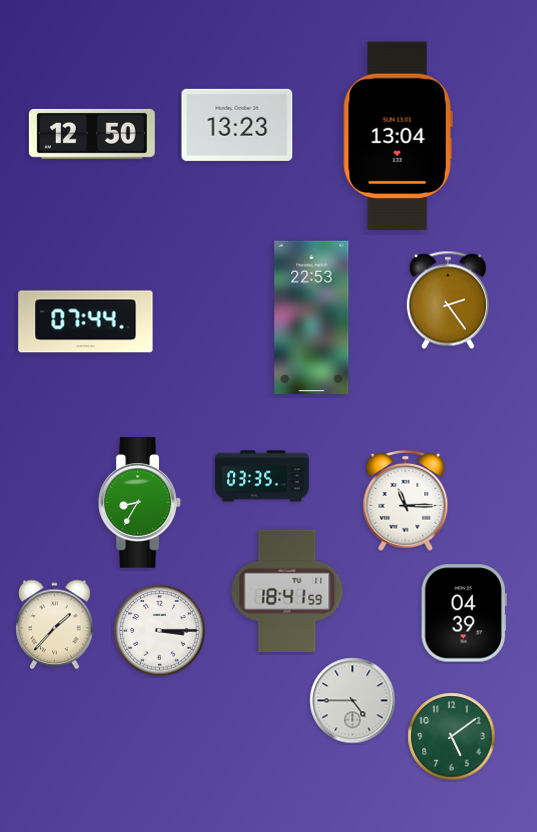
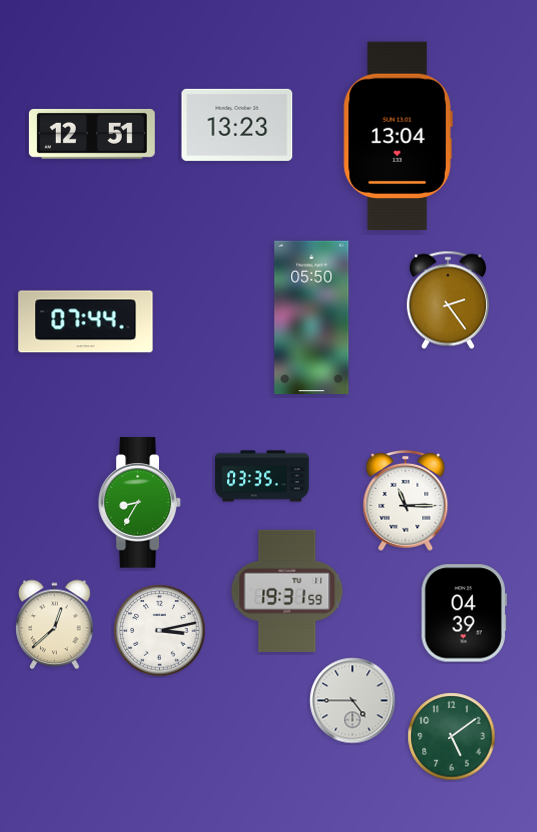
clock at (92, 134): 12:50 -> 12:51
clock at (312, 318): 22:53 -> 05:50
clock at (287, 591): 18:41 -> 19:31
clock at (55, 625): 1:37 -> 12:38
clock at (160, 631): 3:15 -> 3:13
